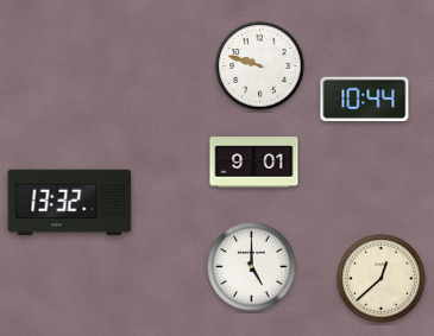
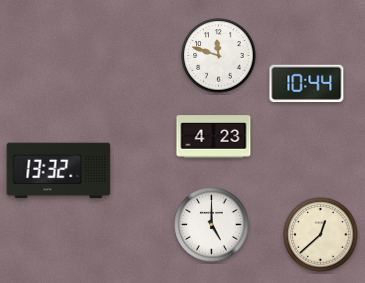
clock at (260, 66): 9:48 -> 11:48
clock at (254, 163): 9:01 -> 4:23
